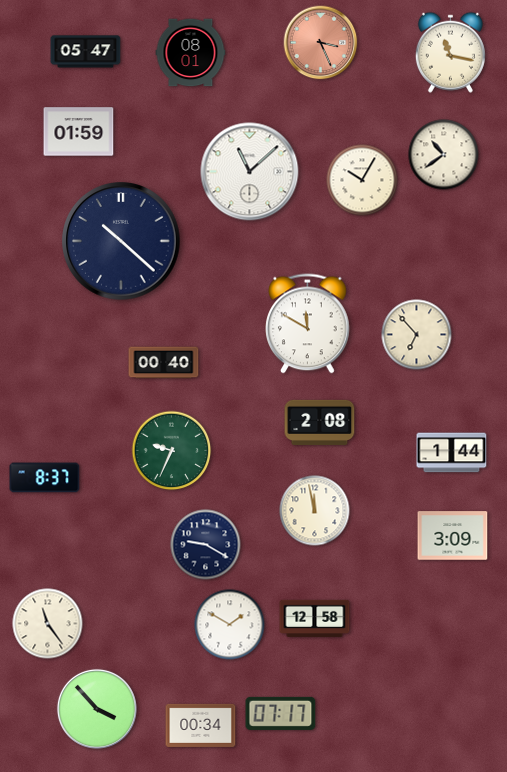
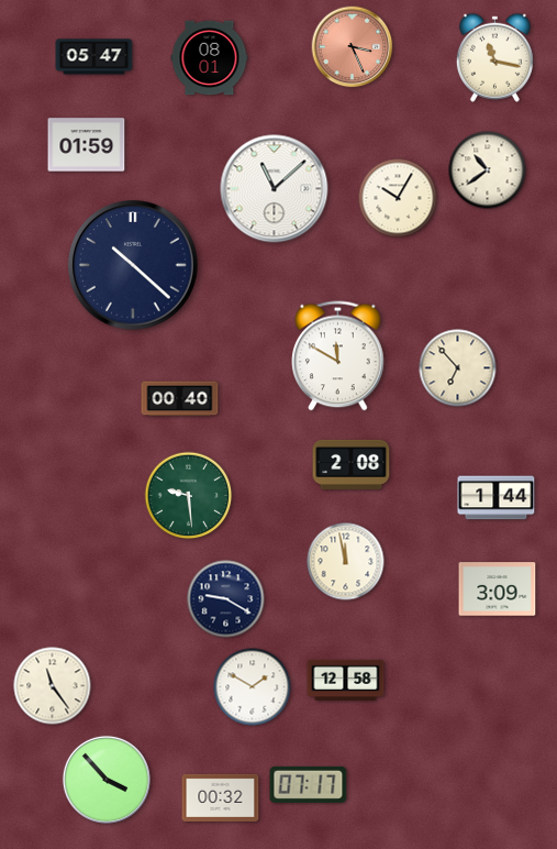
clock at (172, 451): 9:34 -> 9:29
clock at (45, 478): 8:37 -> none
clock at (201, 725): 00:34 -> 00:32
